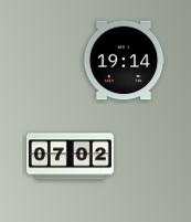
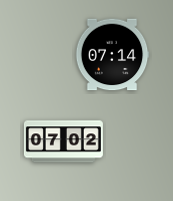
clock at (124, 61): 19:14 -> 07:14
